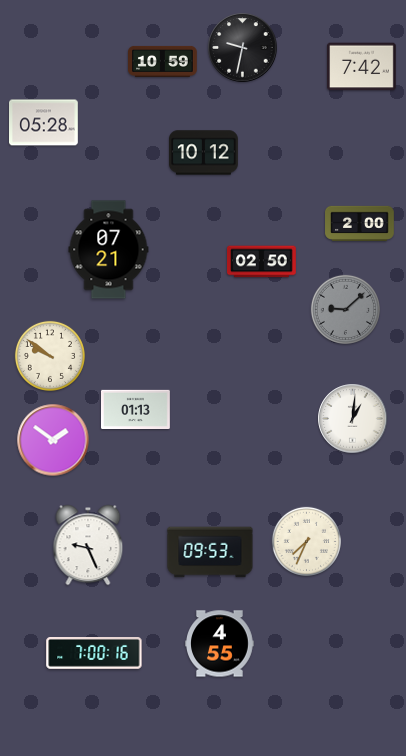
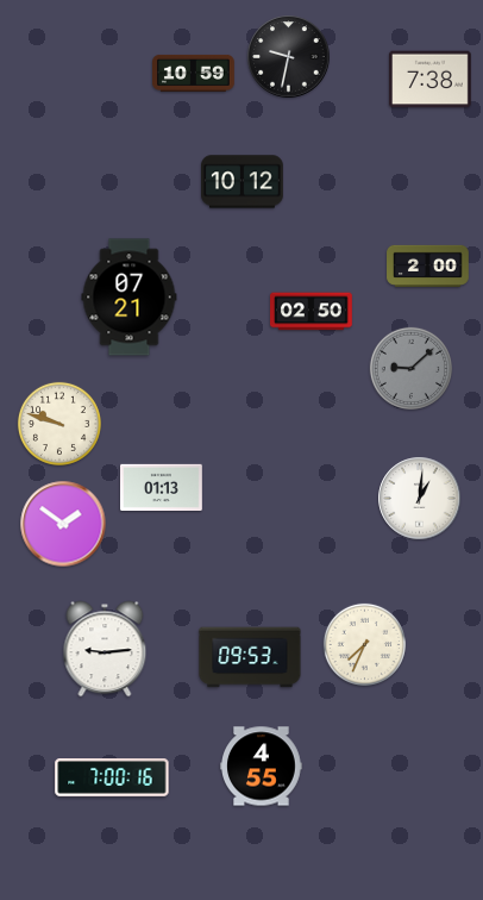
clock at (362, 67): 7:42 -> 7:38
clock at (44, 123): 05:28 -> none
clock at (50, 356): 9:51 -> 9:48
clock at (88, 545): 9:26 -> 9:14
